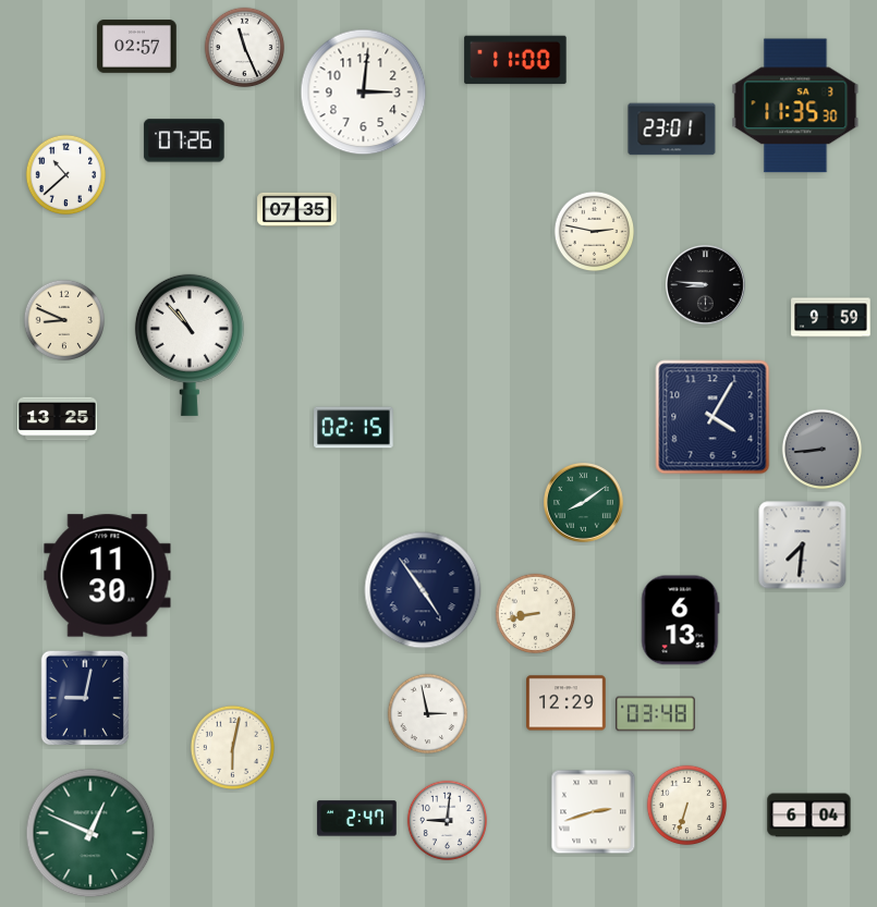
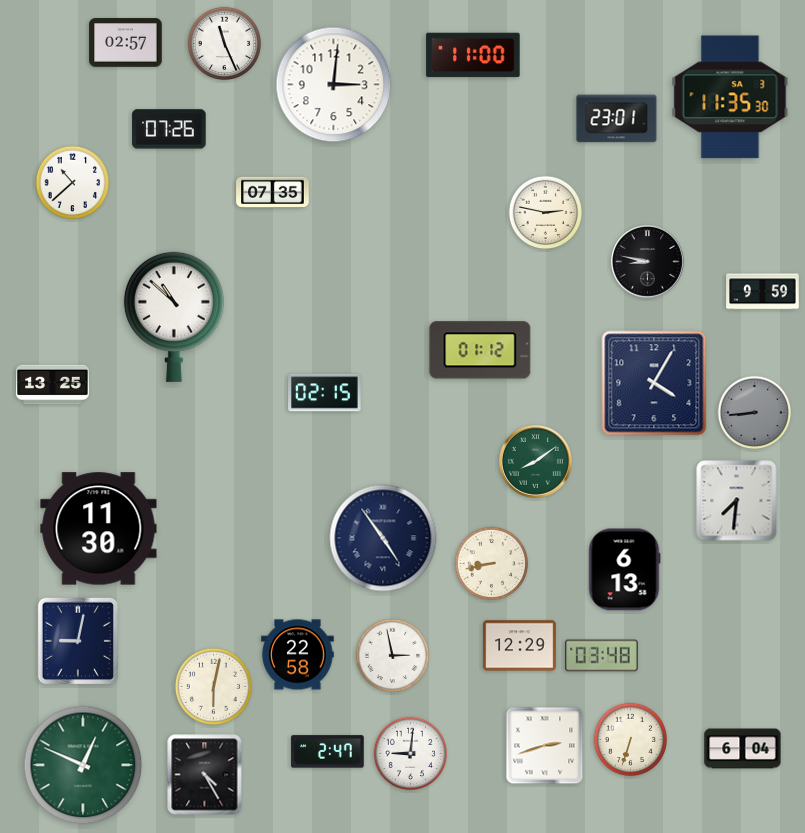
clock at (66, 175) position: (66, 175) -> (73, 183)
clock at (706, 285): 8:46 -> 8:47
clock at (64, 320): 8:49 -> none
clock at (190, 345): 10:53 -> 10:52
clock at (480, 350): none -> 01:12
clock at (423, 590) position: (423, 590) -> (383, 538)
clock at (298, 655): none -> 22:58
clock at (205, 775): none -> 4:25
